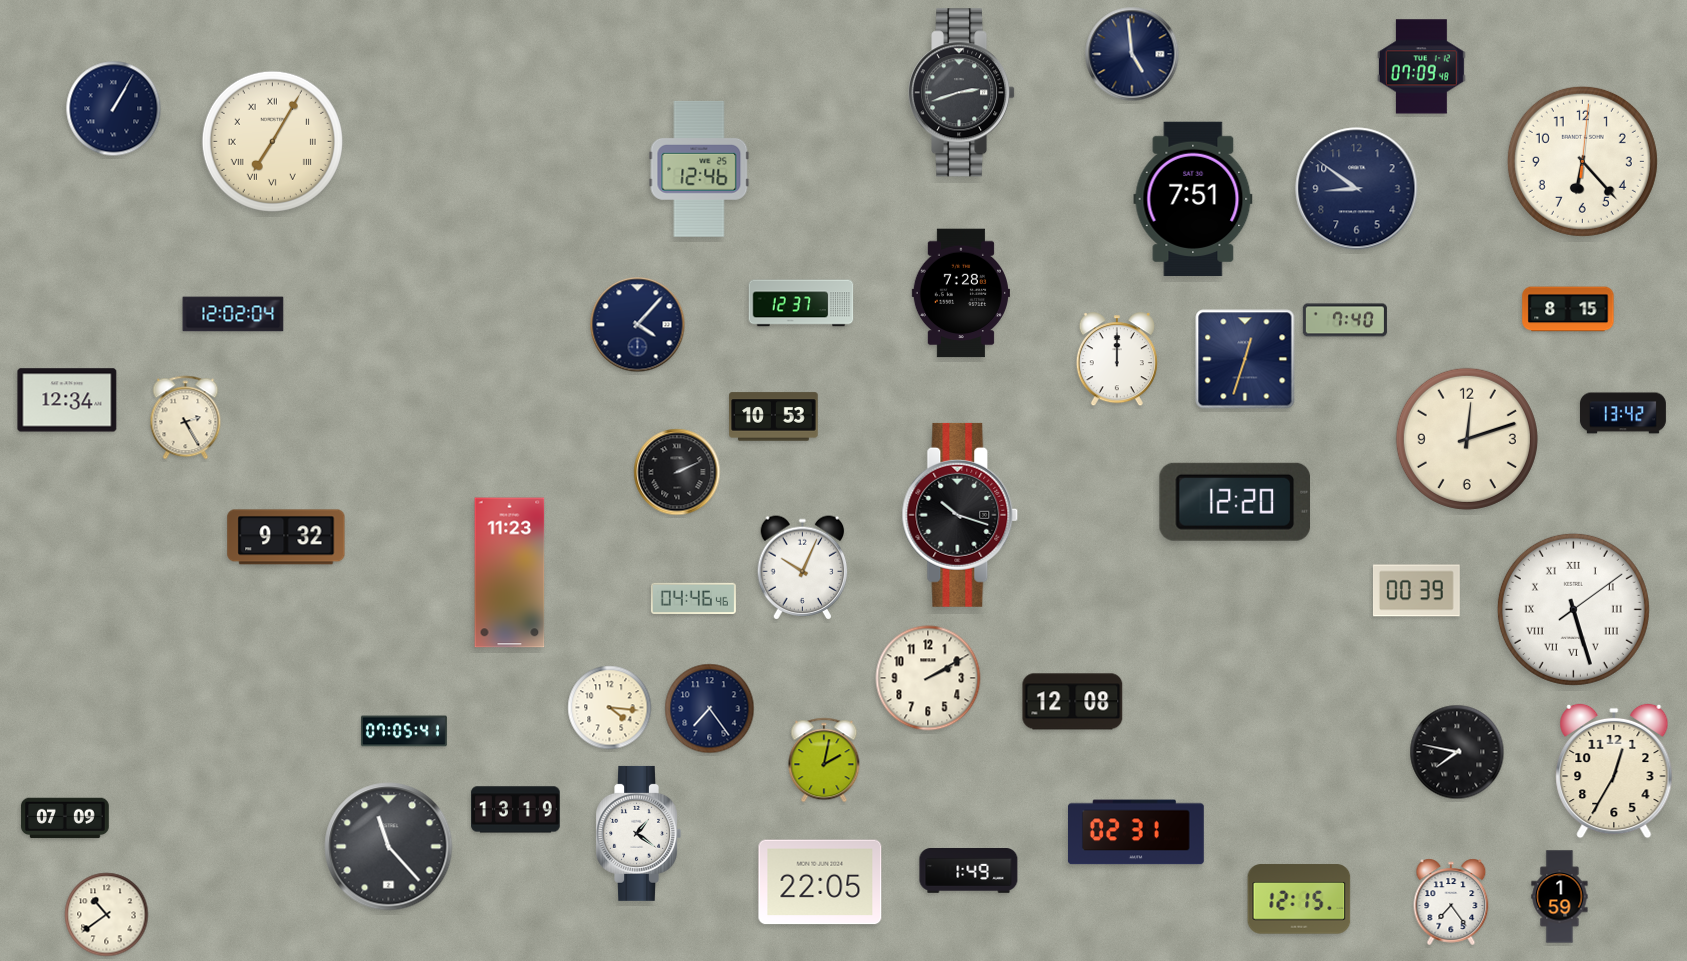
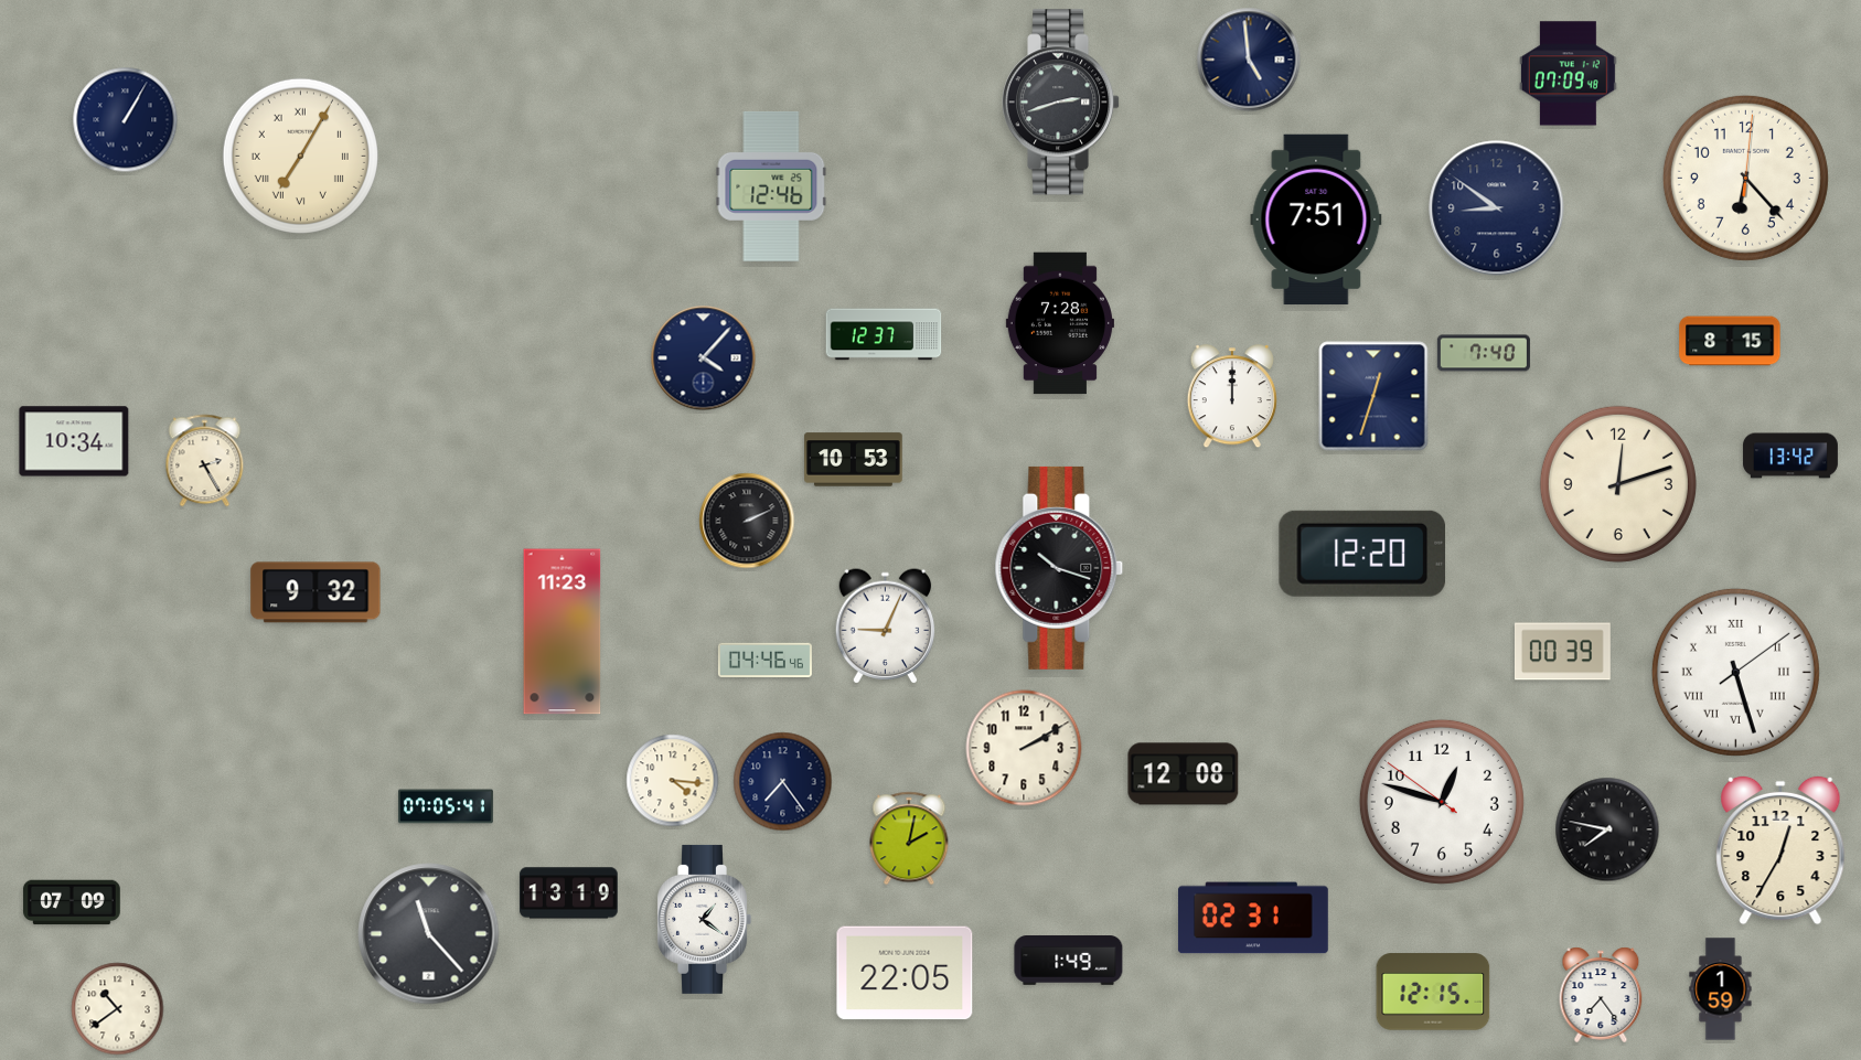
clock at (233, 314): 12:02 -> none
clock at (67, 400): 12:34 -> 10:34
clock at (803, 568): 10:04 -> 9:04
clock at (1442, 802): none -> 12:47
